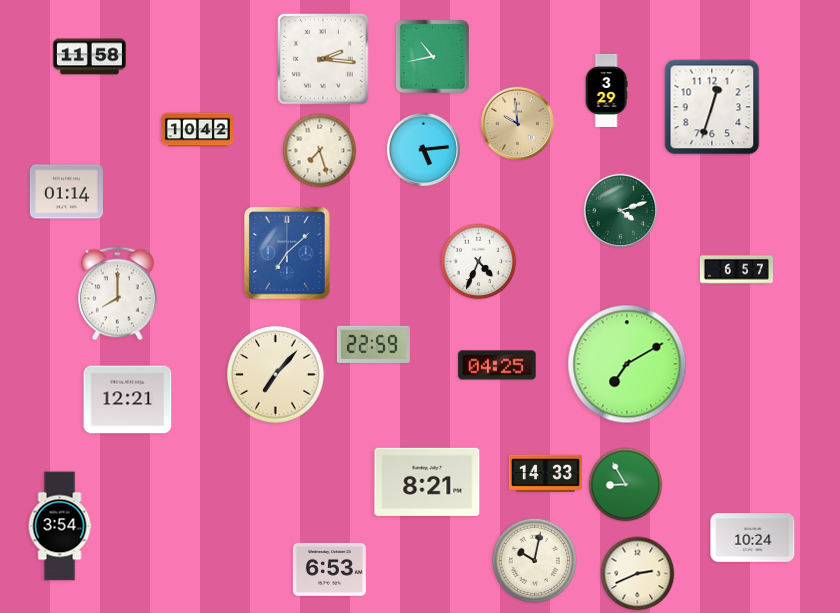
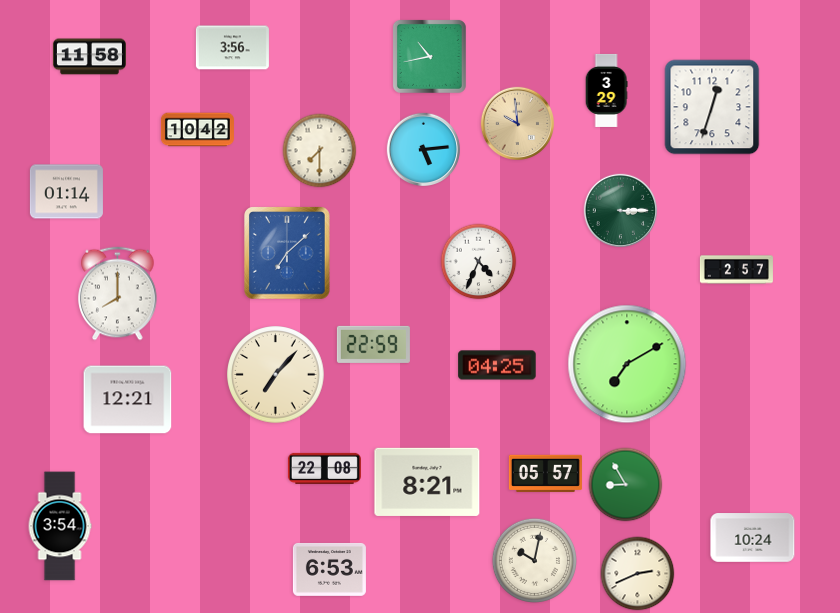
clock at (232, 48): none -> 3:56
clock at (432, 56) position: (432, 56) -> (429, 56)
clock at (324, 60): 2:16 -> none
clock at (320, 151): 7:27 -> 7:30
clock at (620, 210): 4:12 -> 3:15
clock at (736, 270): 6:57 -> 2:57
clock at (324, 468): none -> 22:08
clock at (545, 473): 14:33 -> 05:57
